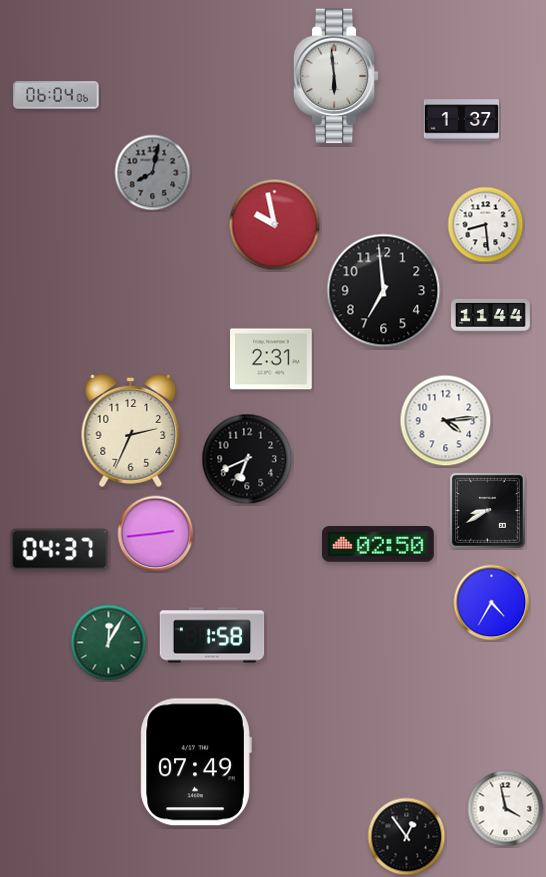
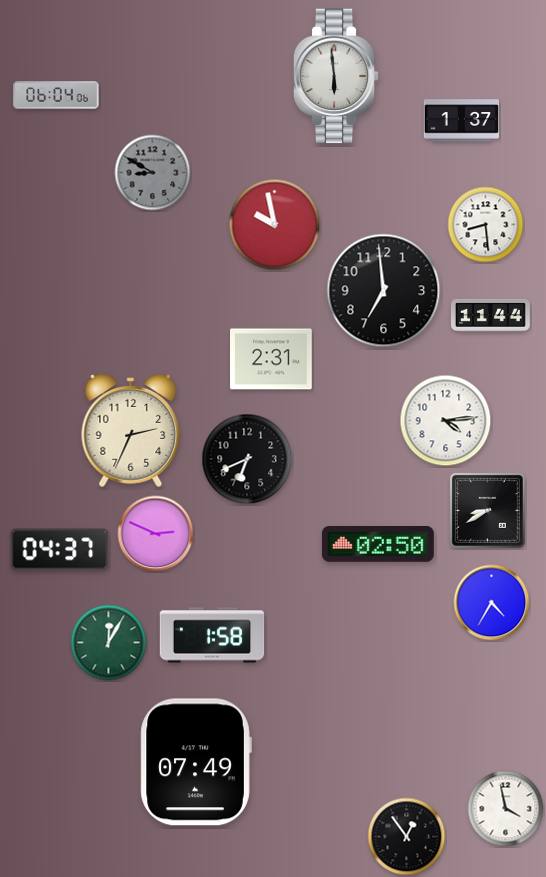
clock at (153, 173): 8:02 -> 8:50
clock at (156, 534): 2:44 -> 2:49
